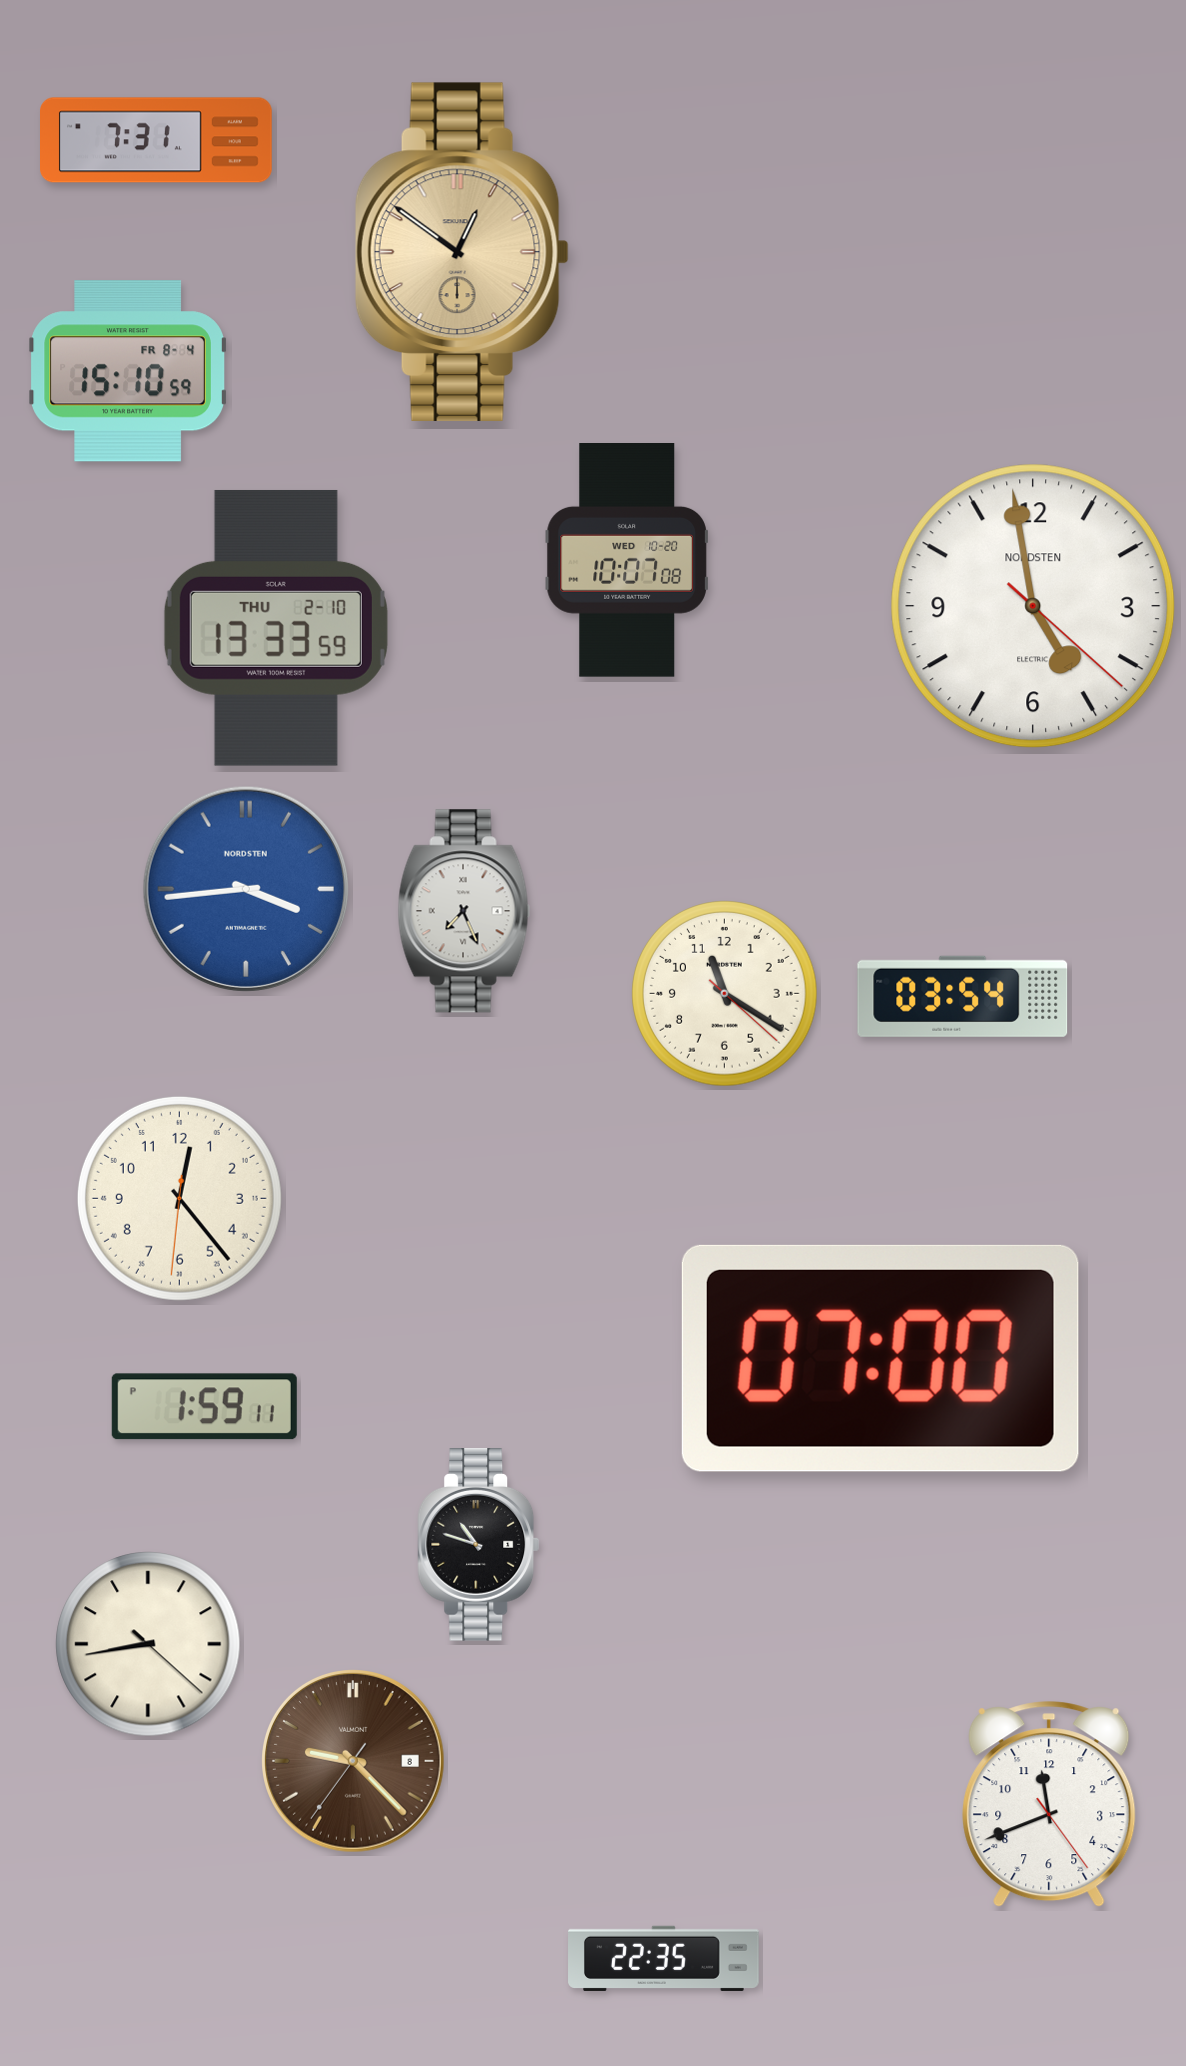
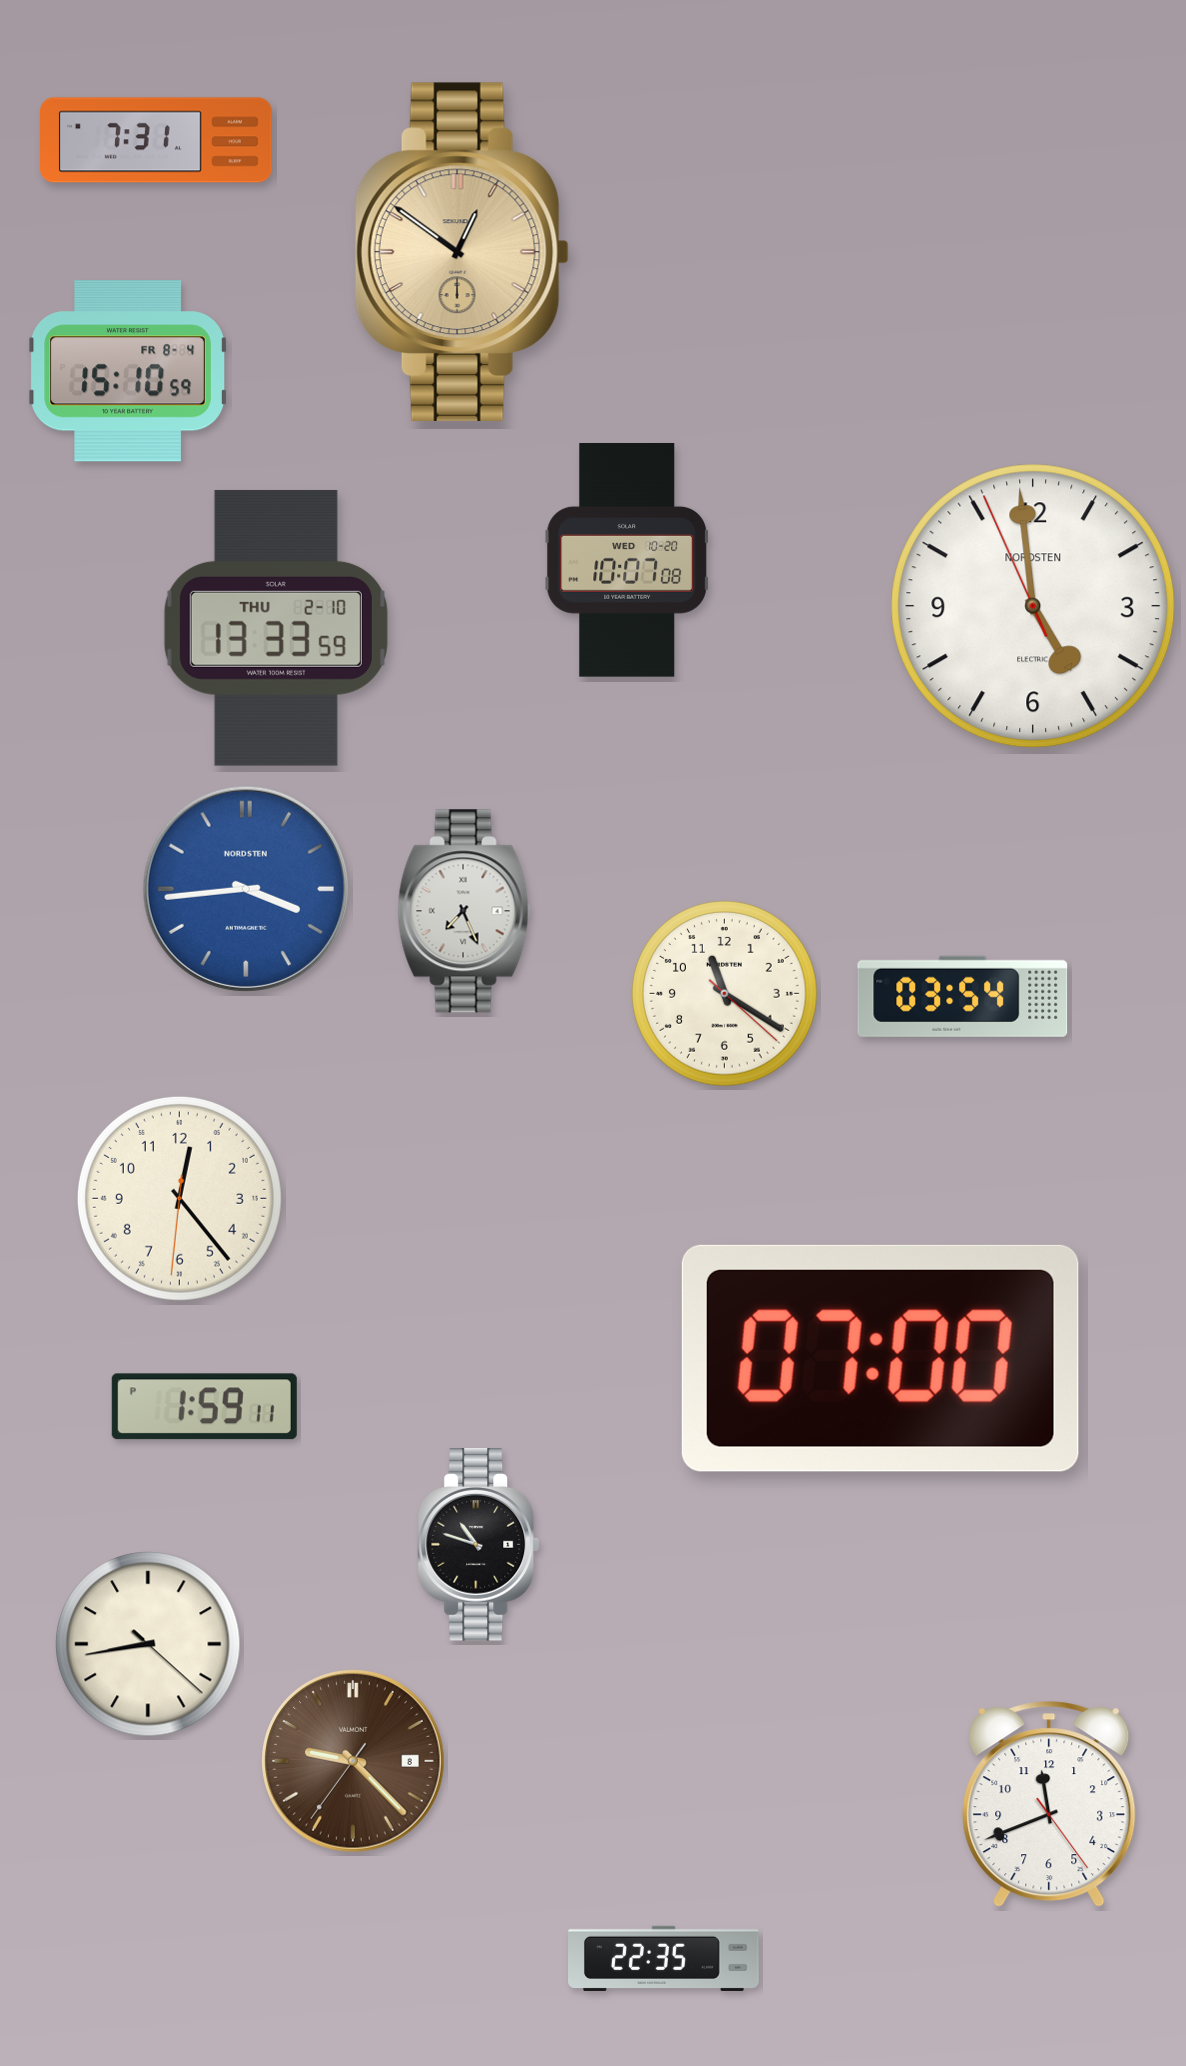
clock at (1033, 606): 4:58:22 -> 4:58:56
